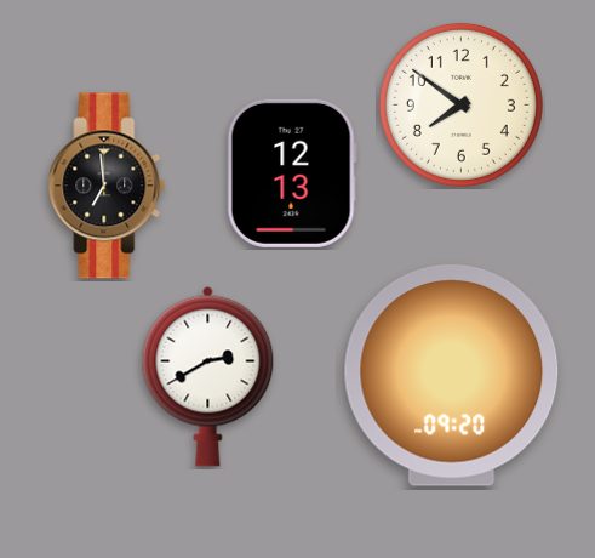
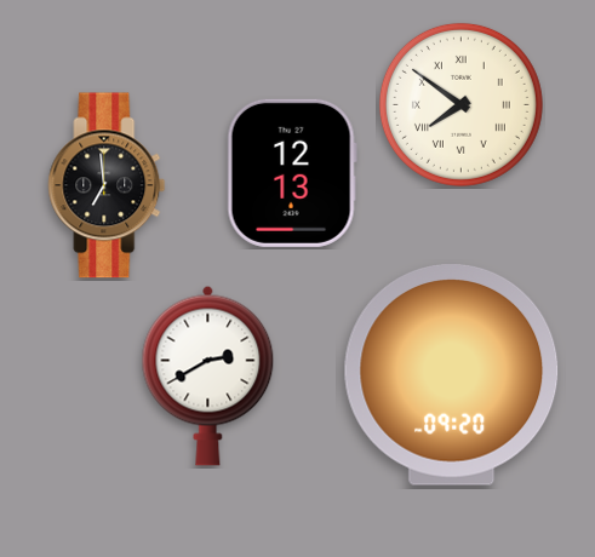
clock at (460, 104) numerals: Arabic -> Roman
